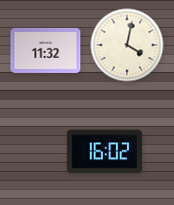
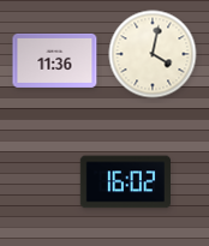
clock at (46, 50): 11:32 -> 11:36
